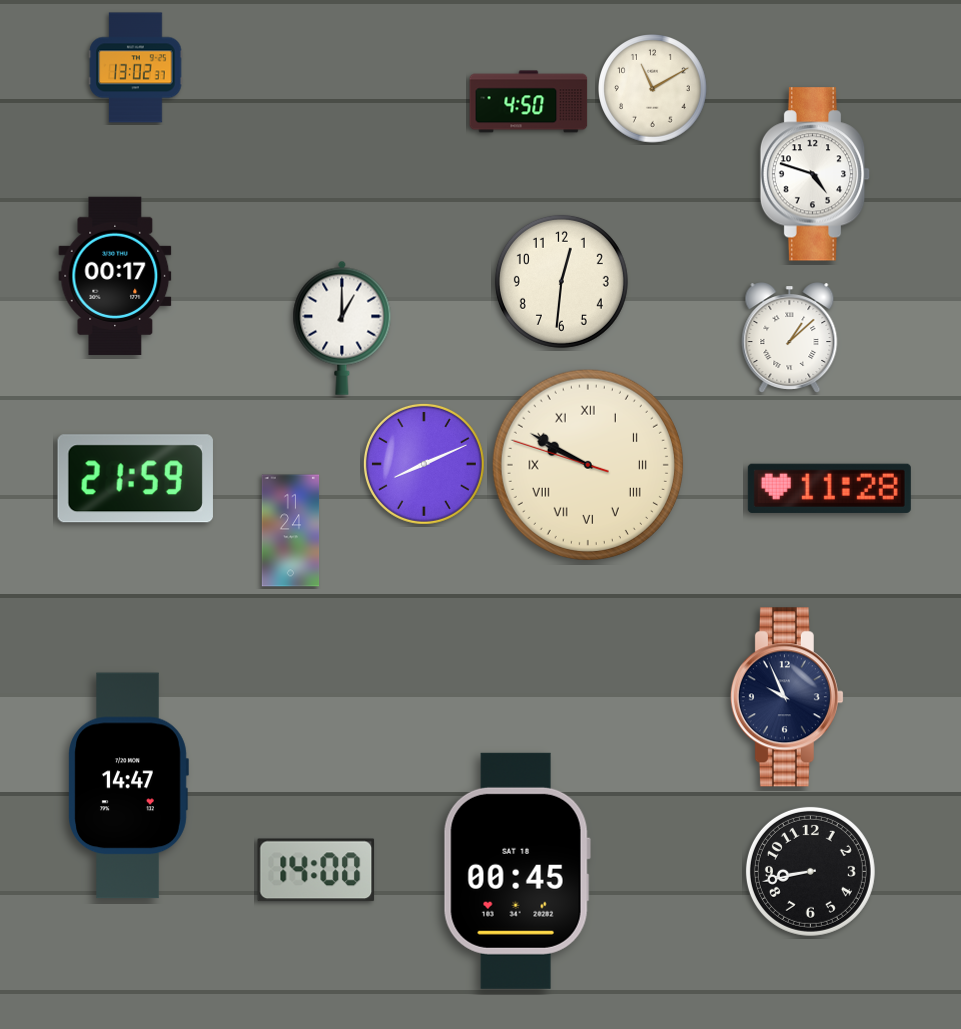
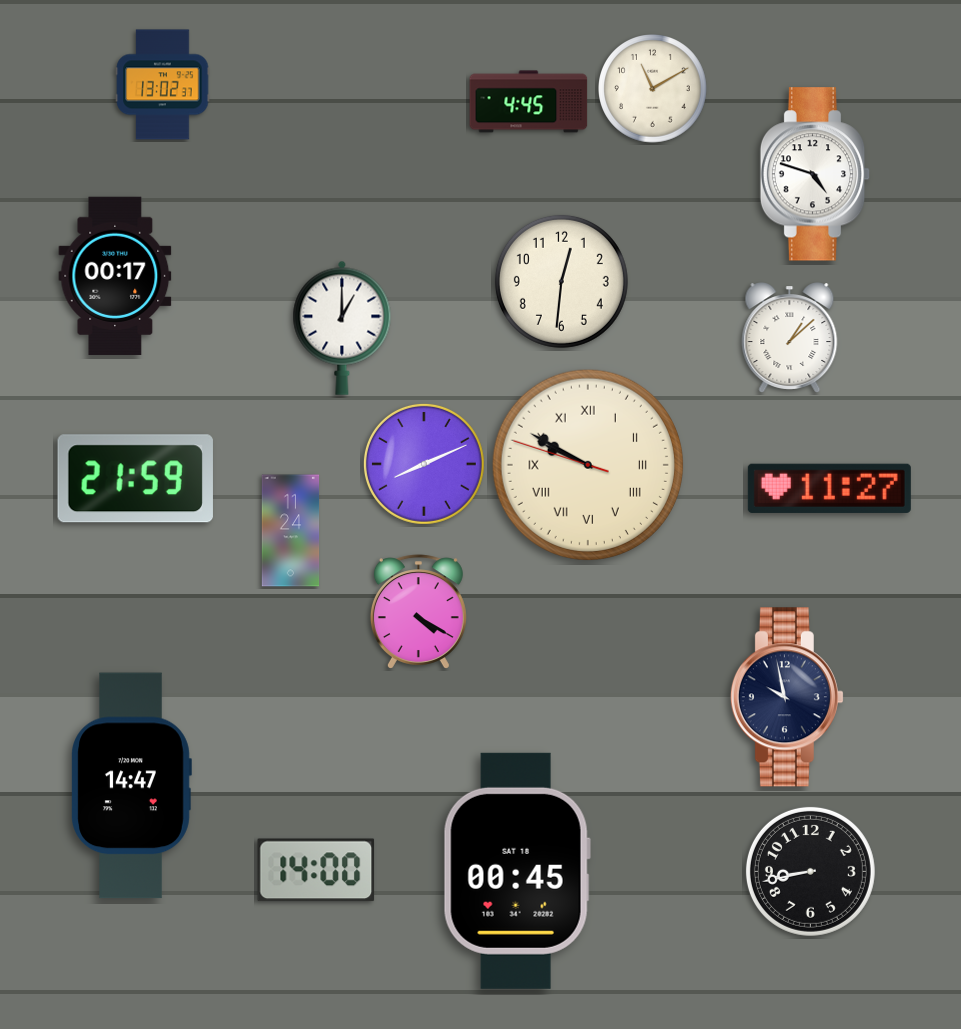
clock at (136, 68) position: (136, 68) -> (163, 85)
clock at (529, 102): 4:50 -> 4:45
clock at (829, 488): 11:28 -> 11:27
clock at (418, 612): none -> 4:20
clock at (787, 697): 9:56 -> 9:58
clock at (128, 786) position: (128, 786) -> (131, 786)
